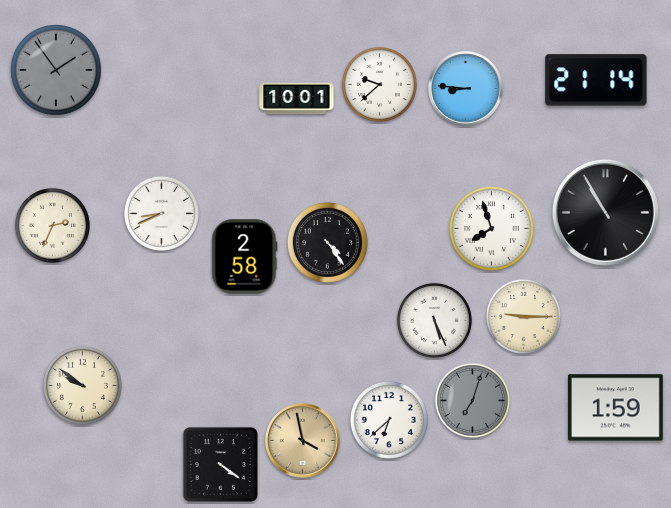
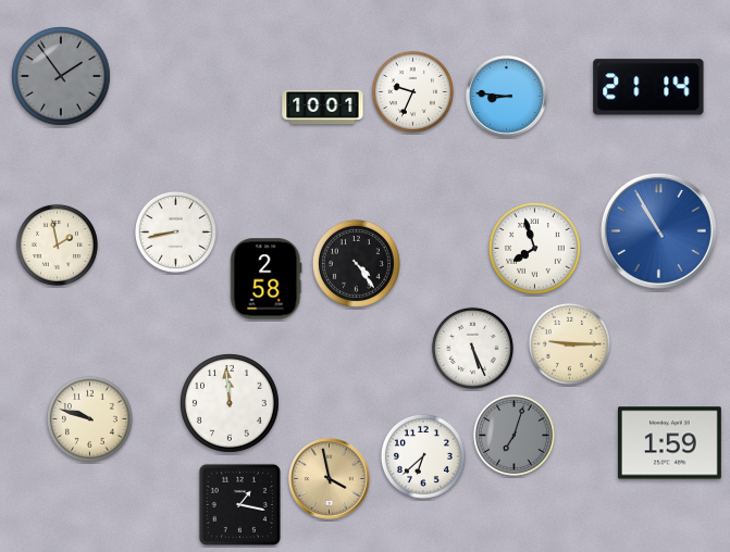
clock at (379, 84): 9:38 -> 9:34
clock at (605, 212) dial: black -> blue
clock at (161, 213): 8:41 -> 8:43
clock at (52, 225): 2:34 -> 1:58
clock at (231, 404): none -> 11:59
clock at (82, 385): 9:51 -> 9:48
clock at (220, 464): 4:21 -> 1:17
